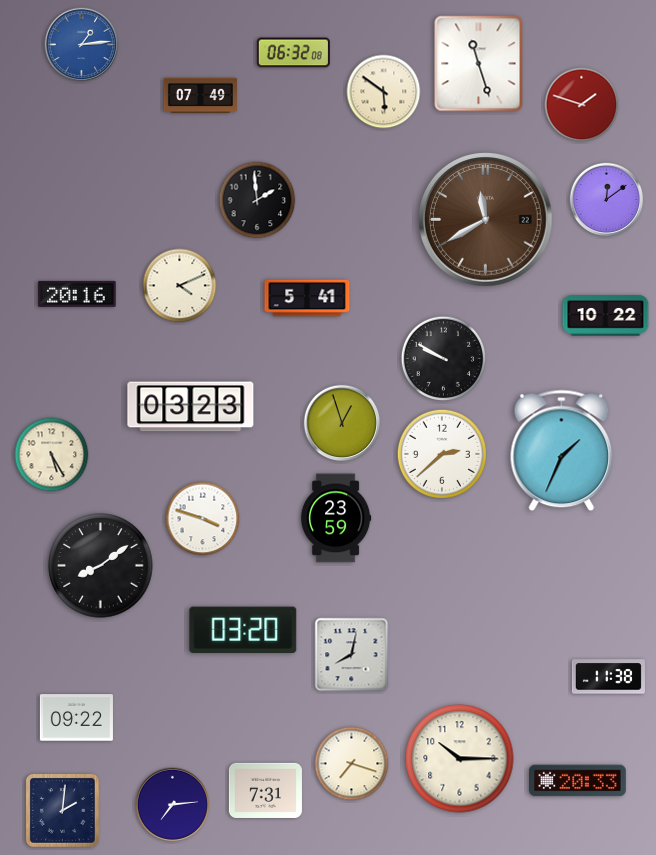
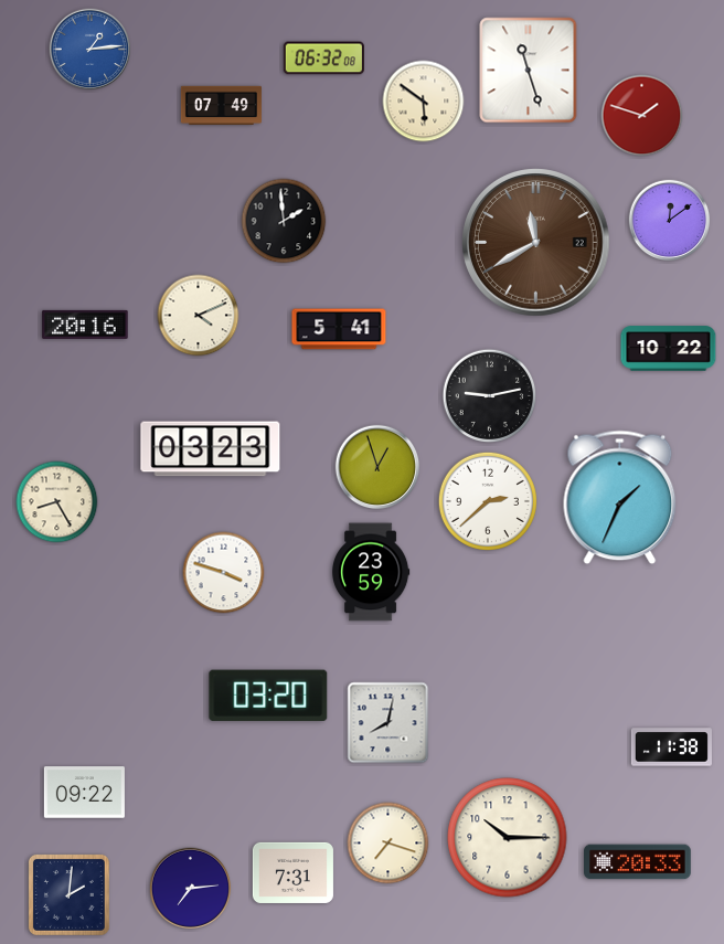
clock at (444, 359): 9:50 -> 9:13
clock at (52, 455): 5:25 -> 8:25
clock at (101, 566): 8:09 -> none
